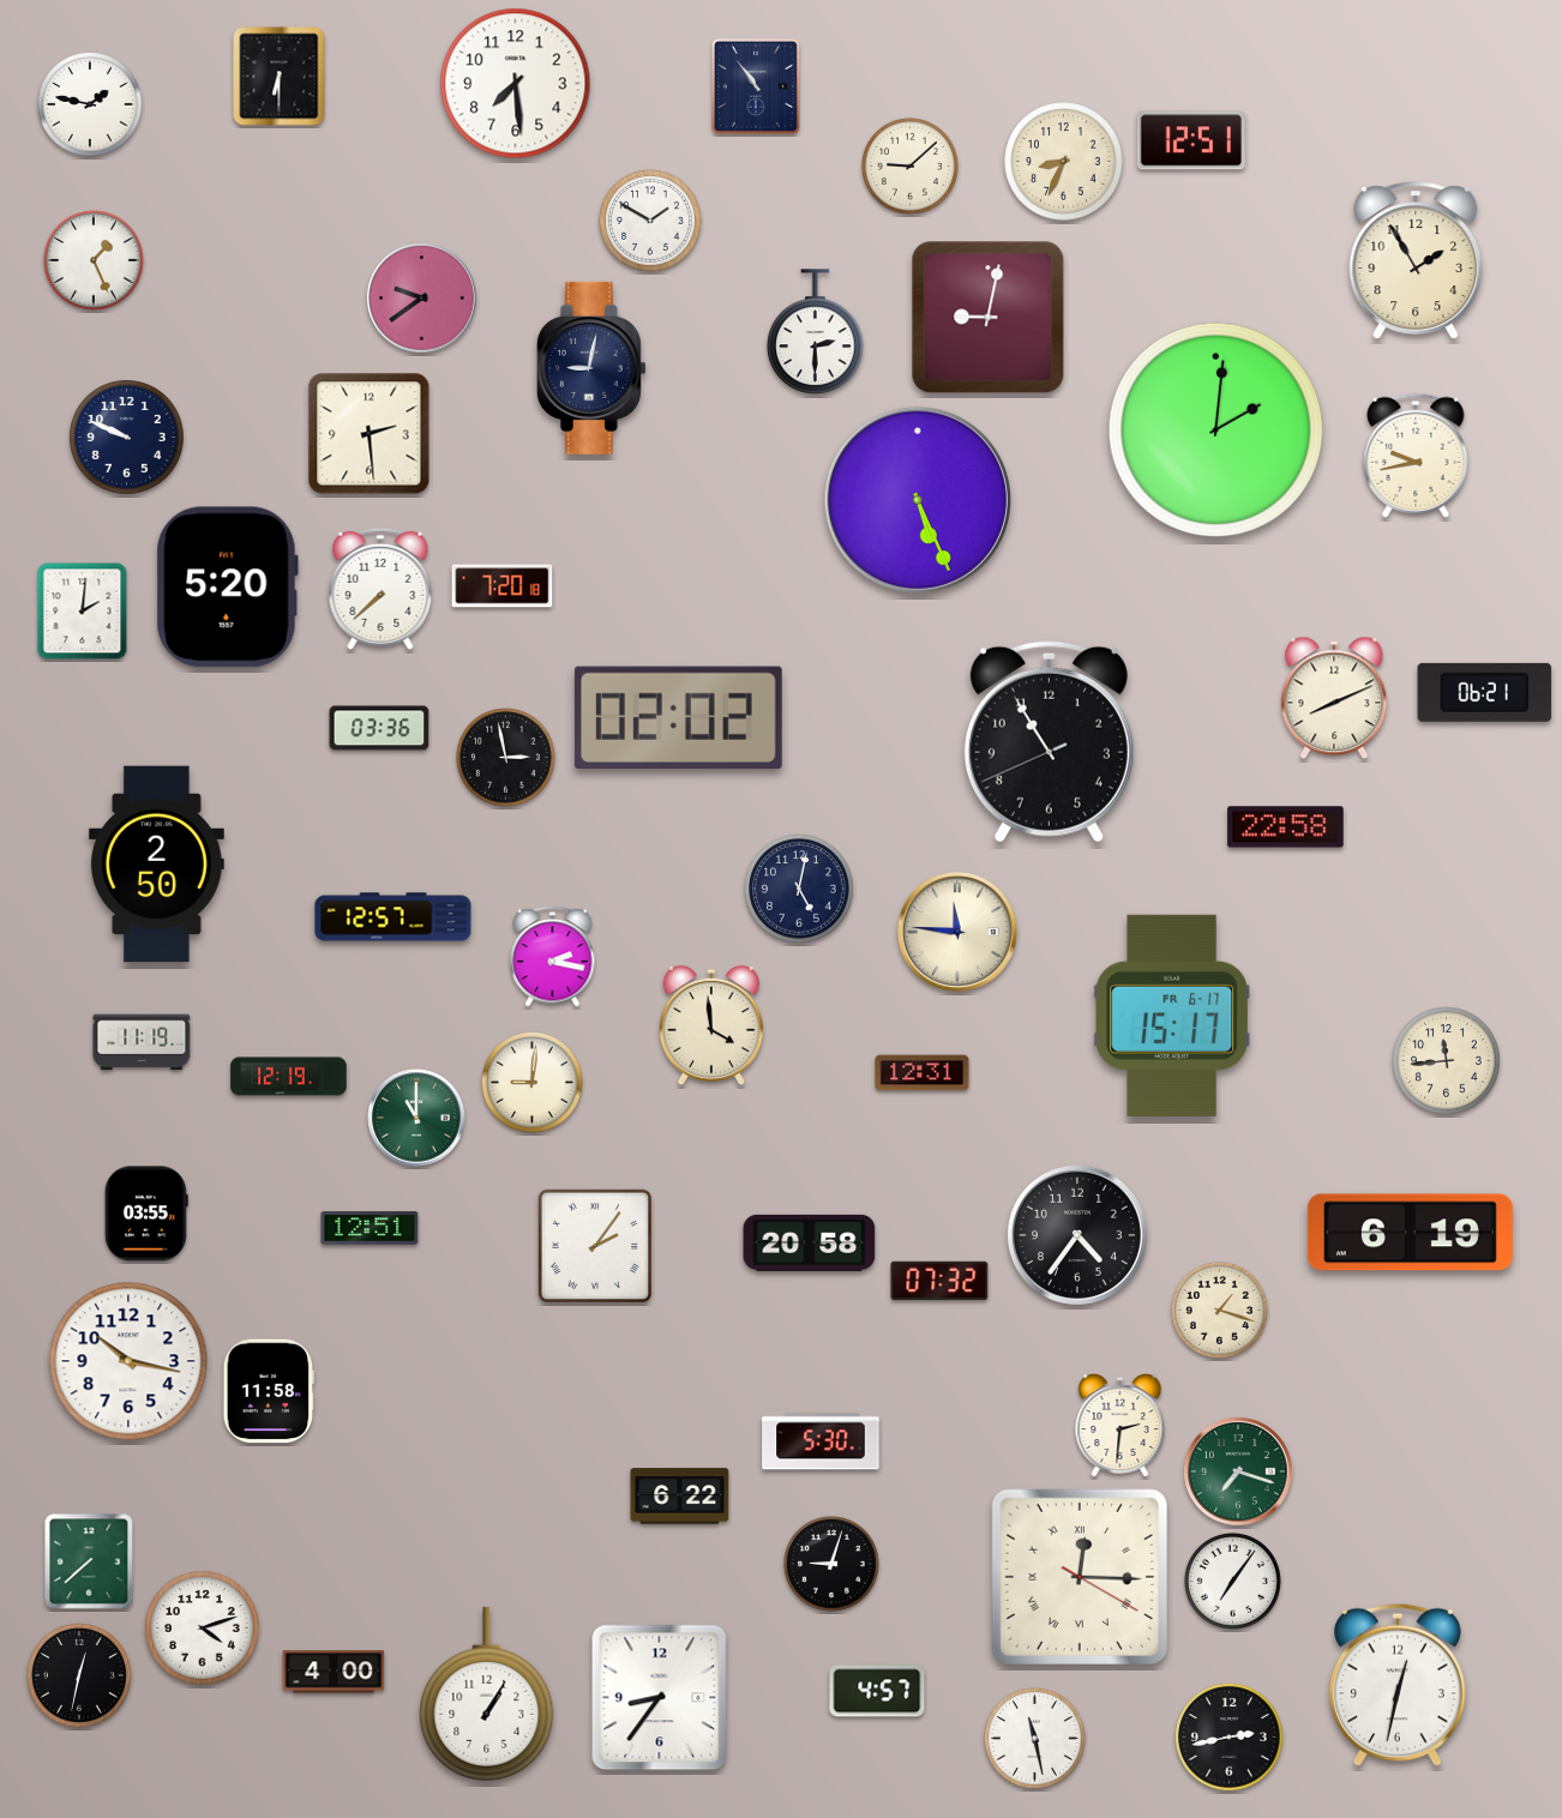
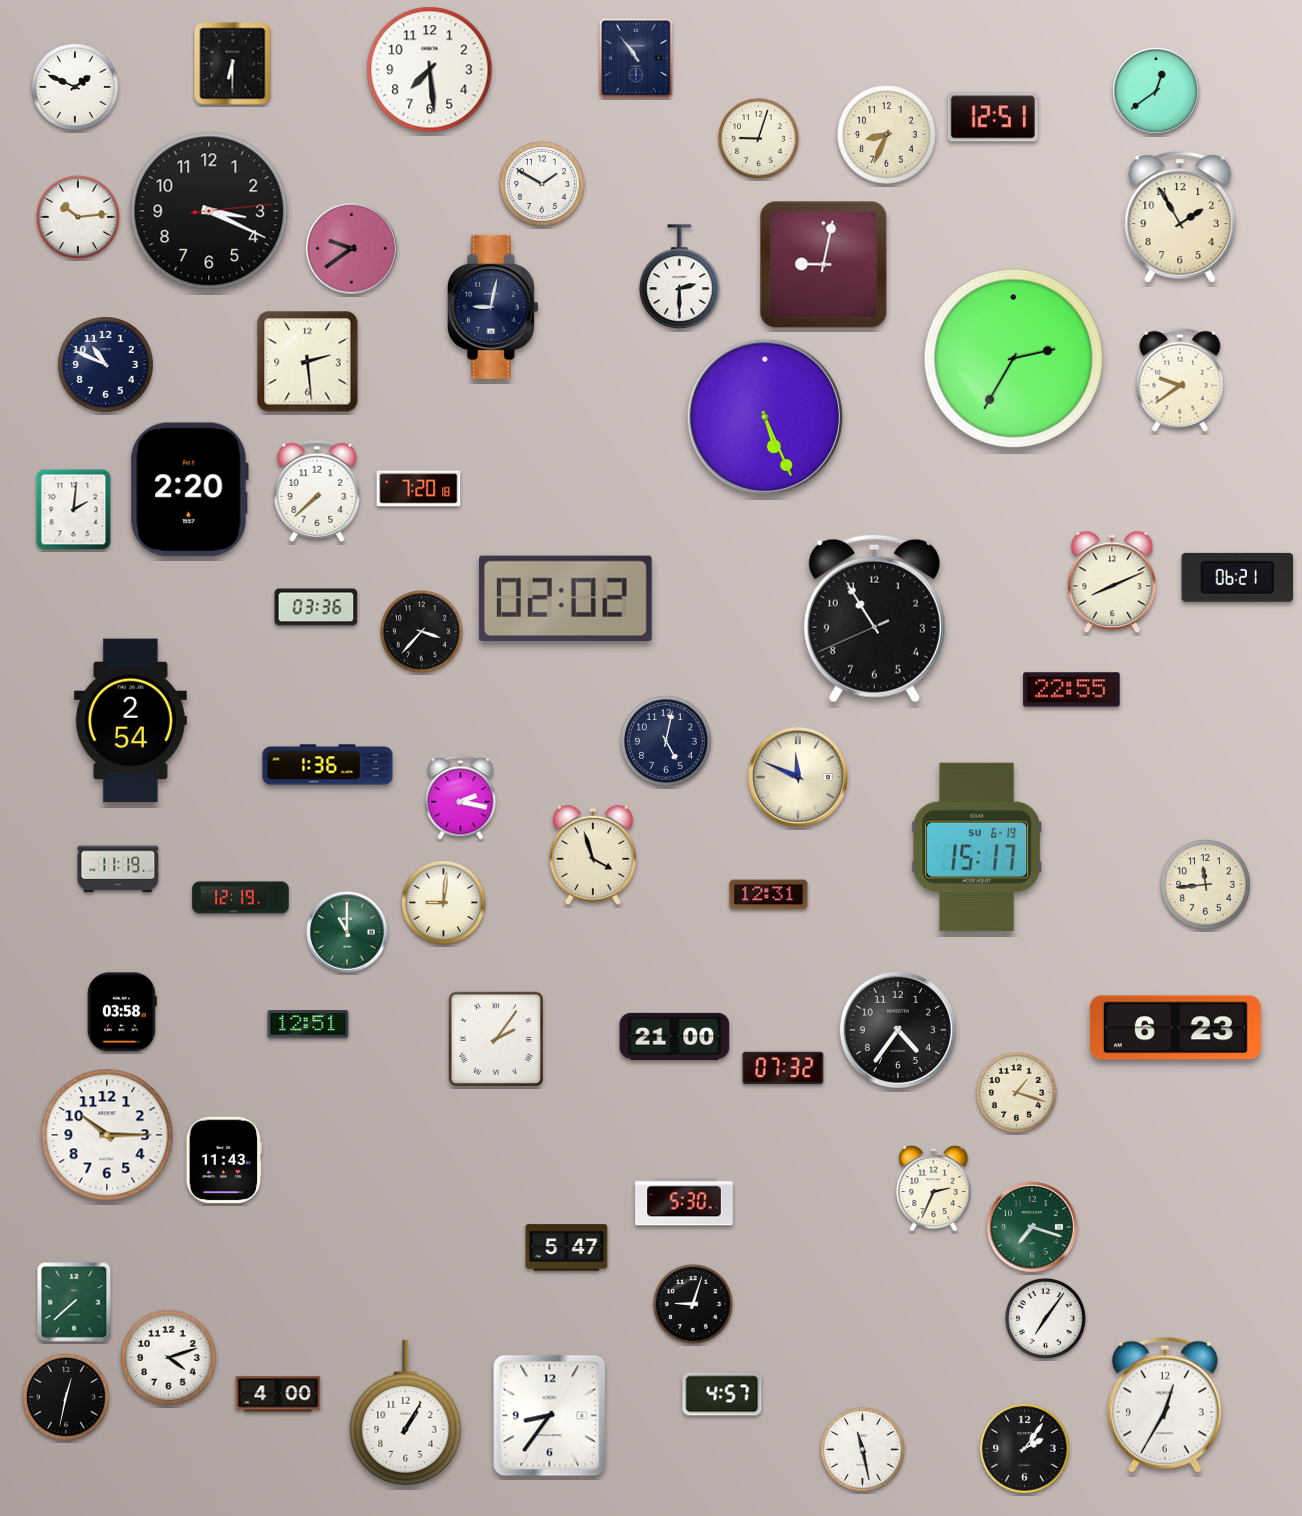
clock at (756, 86) position: (756, 86) -> (636, 58)
clock at (90, 104): 1:47 -> 1:49
clock at (1156, 91): none -> 12:39
clock at (909, 165): 9:08 -> 9:03
clock at (209, 211): none -> 3:19
clock at (95, 261): 1:26 -> 10:14
clock at (1216, 431): 2:01 -> 2:35
clock at (127, 438): 9:49 -> 10:49
clock at (1416, 456): 9:43 -> 9:39
clock at (227, 588): 5:20 -> 2:20
clock at (83, 612) position: (83, 612) -> (74, 510)
clock at (506, 758): 2:58 -> 3:37
clock at (1286, 827): 22:58 -> 22:55
clock at (156, 865): 2:50 -> 2:54
clock at (393, 917): 12:57 -> 1:36
clock at (957, 932): 11:46 -> 11:49
clock at (1172, 1016) date: FR 6-17 -> SU 6-19
clock at (711, 1024): 3:59 -> 3:57
clock at (146, 1214): 03:55 -> 03:58
clock at (1410, 1233): 6:19 -> 6:23
clock at (810, 1242): 20:58 -> 21:00
clock at (128, 1361): 10:17 -> 10:15
clock at (268, 1391): 11:58 -> 11:43
clock at (1121, 1426): 2:31 -> 2:34
clock at (680, 1497): 6:22 -> 5:47
clock at (1079, 1576): 12:15 -> none
clock at (1232, 1581) position: (1232, 1581) -> (1045, 1318)
clock at (1398, 1685): 12:32 -> 12:35
clock at (877, 1691) position: (877, 1691) -> (722, 1394)
clock at (1230, 1738): 2:43 -> 2:06
